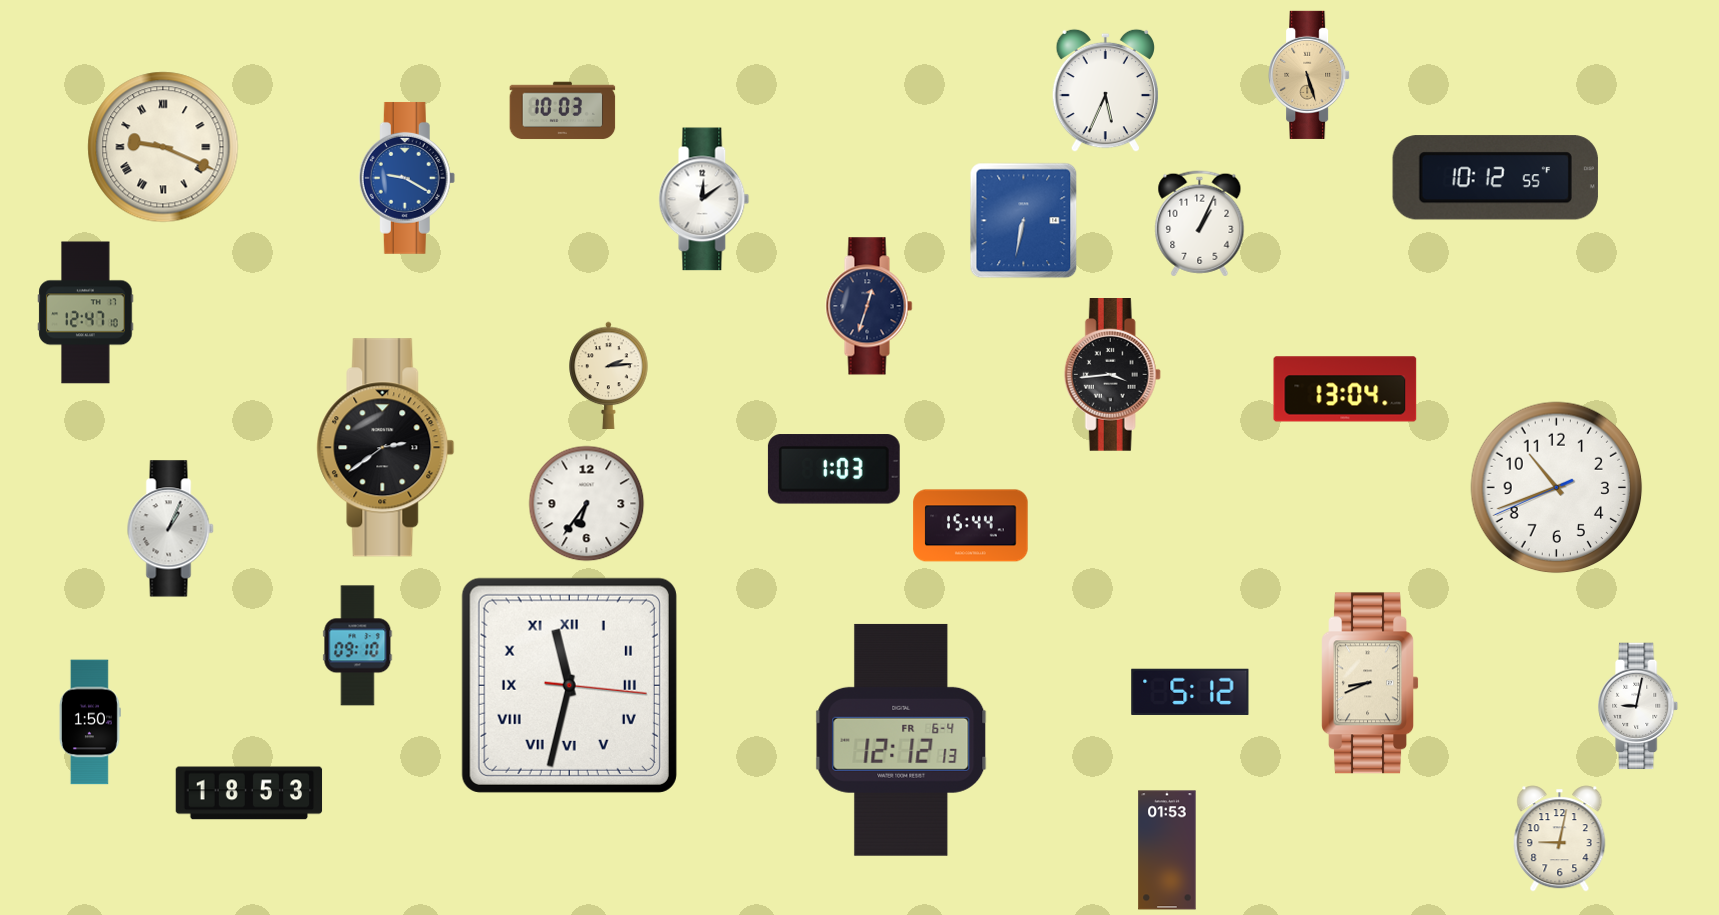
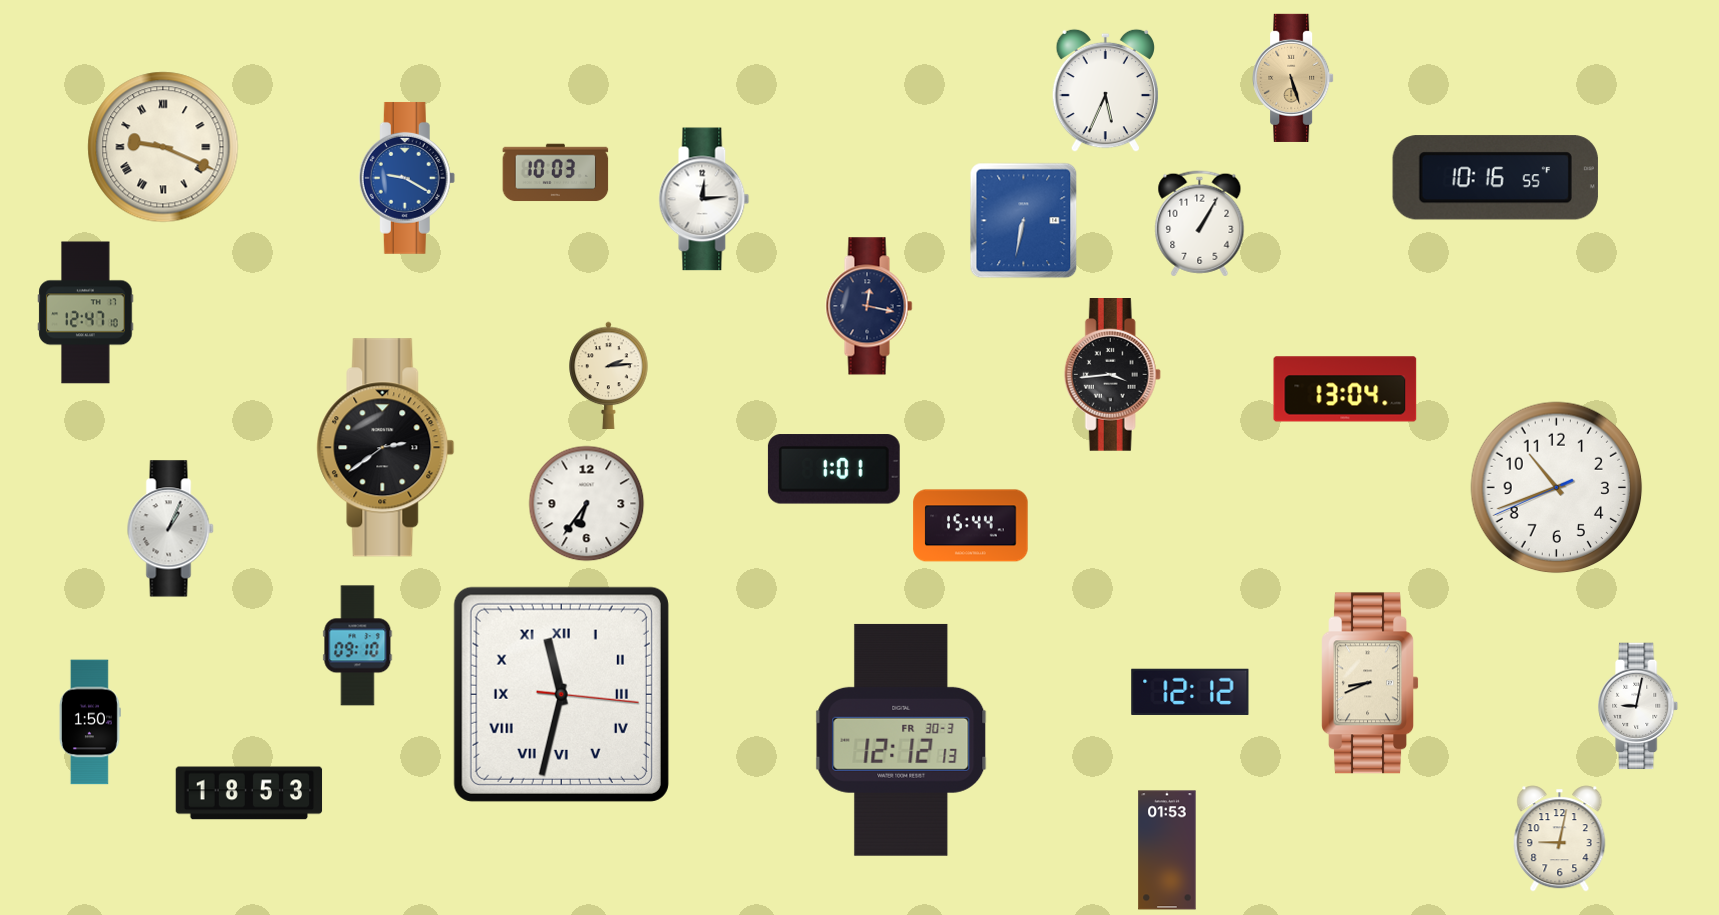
clock at (1309, 75) position: (1309, 75) -> (1293, 78)
clock at (563, 111) position: (563, 111) -> (556, 173)
clock at (1495, 178): 10:12 -> 10:16
clock at (704, 199): 12:09 -> 12:14
clock at (1200, 224): 1:04 -> 1:05
clock at (869, 306): 12:33 -> 12:17
clock at (834, 469): 1:03 -> 1:01
clock at (569, 685) position: (569, 685) -> (561, 694)
clock at (1190, 692): 5:12 -> 12:12
clock at (901, 740) date: FR 6-4 -> FR 30-3
